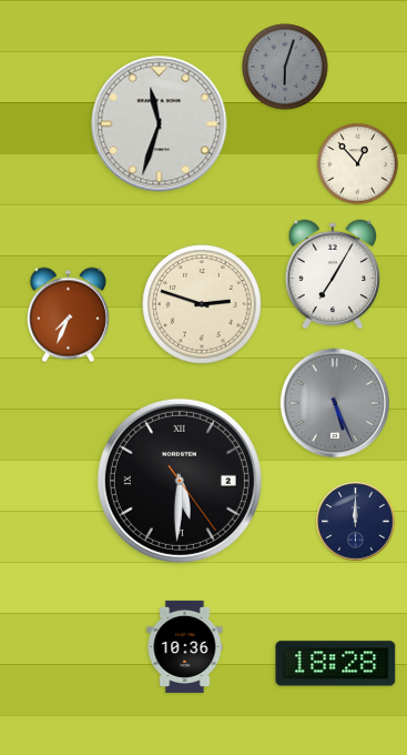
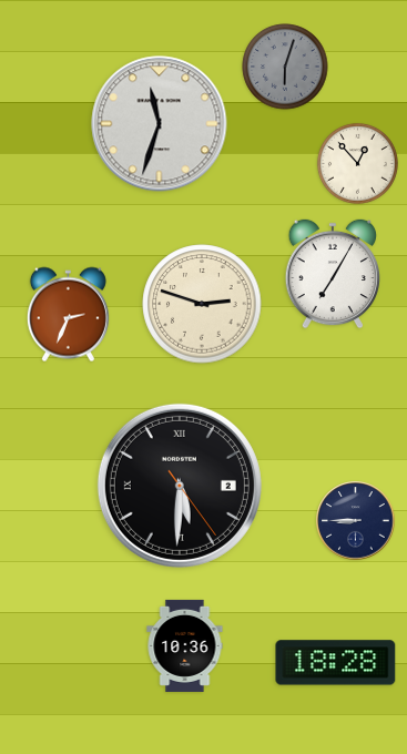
clock at (68, 315): 7:34 -> 2:34
clock at (335, 403): 5:26 -> none
clock at (180, 481) position: (180, 481) -> (180, 486)
clock at (356, 522): 12:00 -> 8:45
